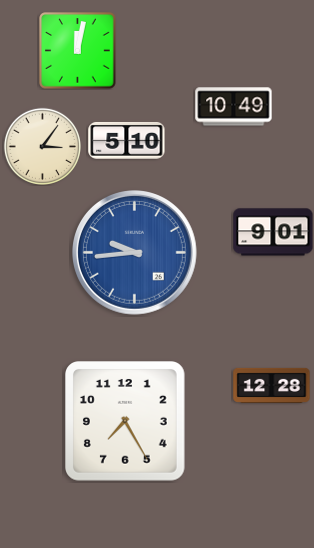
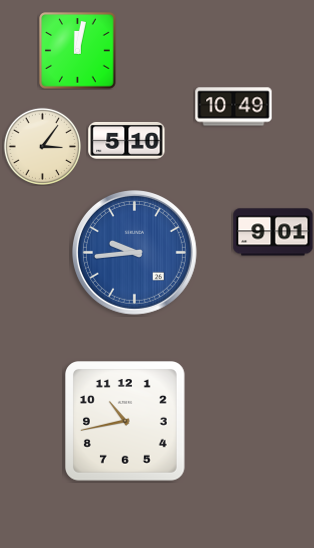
clock at (272, 385): 12:28 -> none
clock at (126, 422): 7:25 -> 10:43
